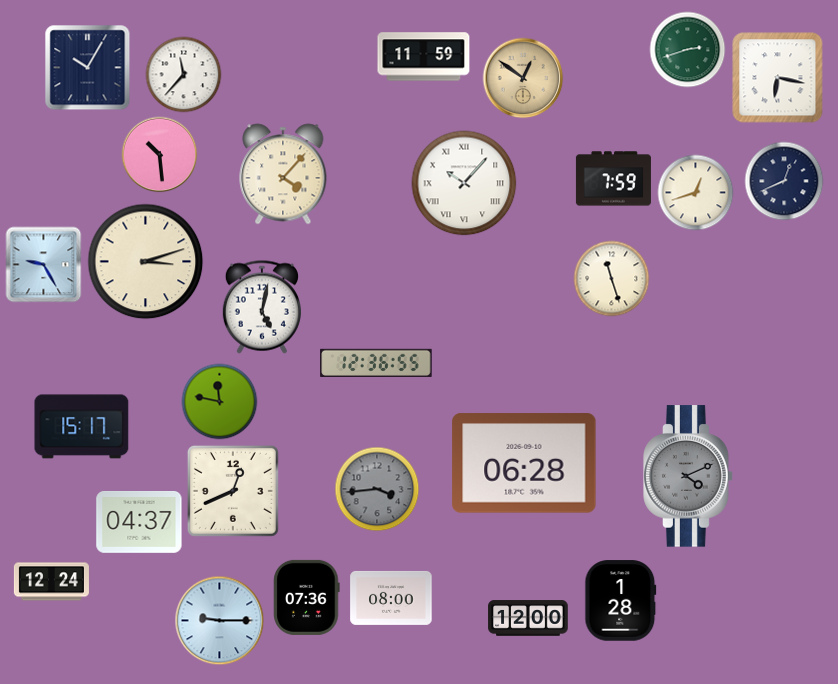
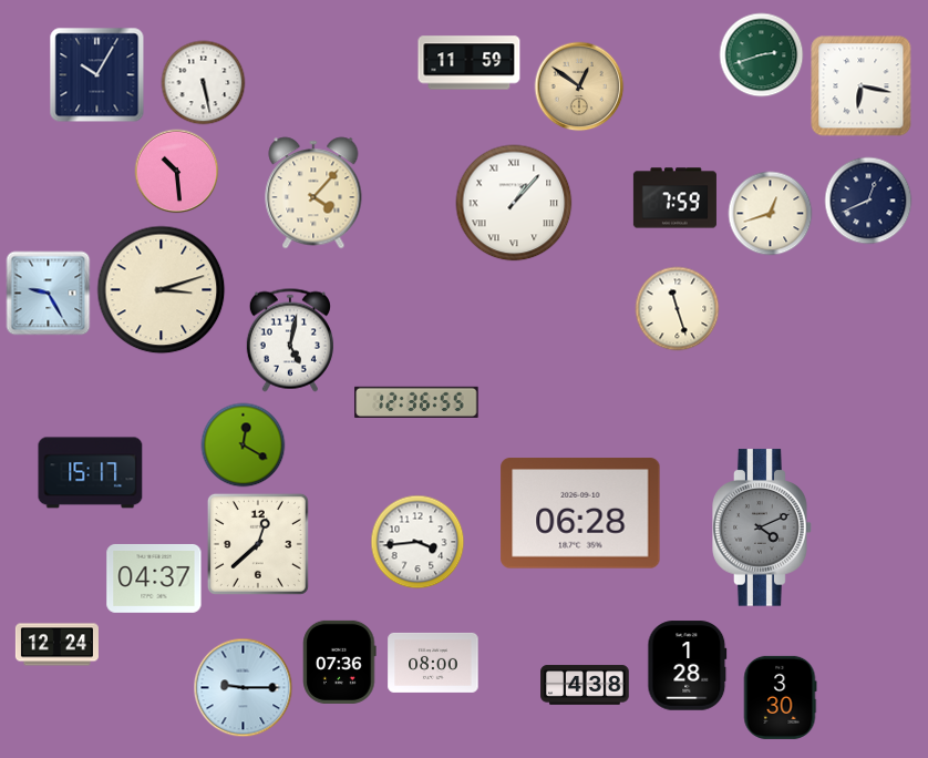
clock at (184, 75): 11:37 -> 5:28
clock at (613, 179) position: (613, 179) -> (674, 198)
clock at (464, 183): 10:07 -> 1:07
clock at (220, 402): 11:47 -> 12:20
clock at (377, 489) dial: grey -> white
clock at (233, 491): 12:41 -> 12:38
clock at (528, 618): 12:00 -> 4:38
clock at (780, 697): none -> 3:30
